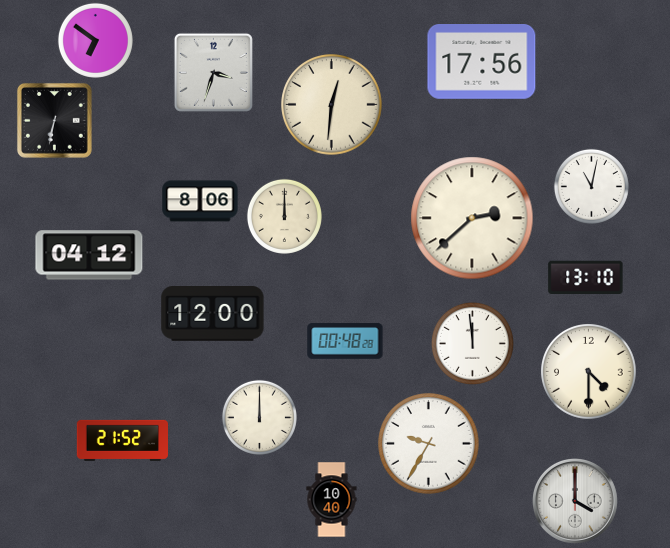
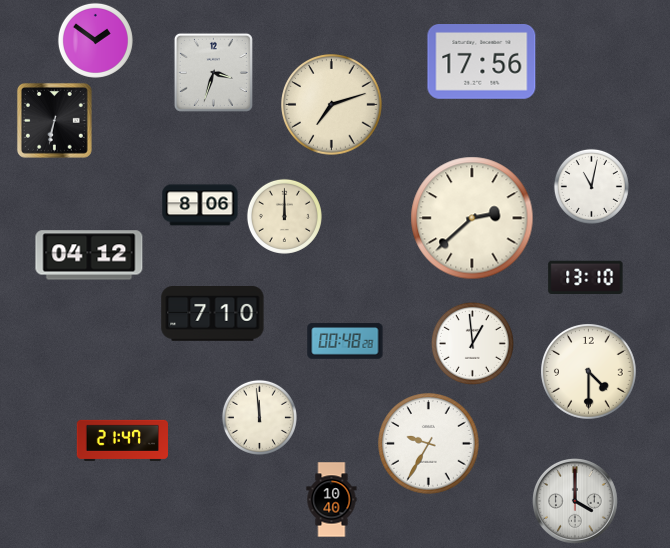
clock at (95, 40): 6:51 -> 1:51
clock at (332, 105): 12:31 -> 7:12
clock at (200, 201) position: (200, 201) -> (200, 205)
clock at (213, 314): 12:00 -> 7:10
clock at (472, 343): 11:59 -> 12:59
clock at (259, 417): 12:00 -> 11:59
clock at (122, 440): 21:52 -> 21:47
